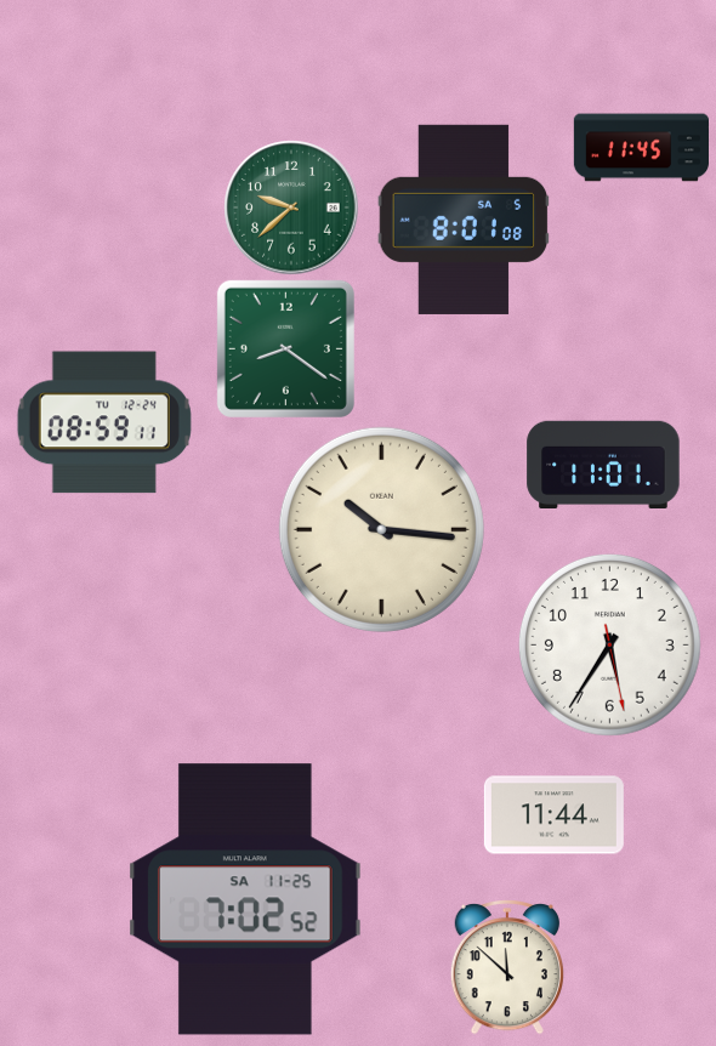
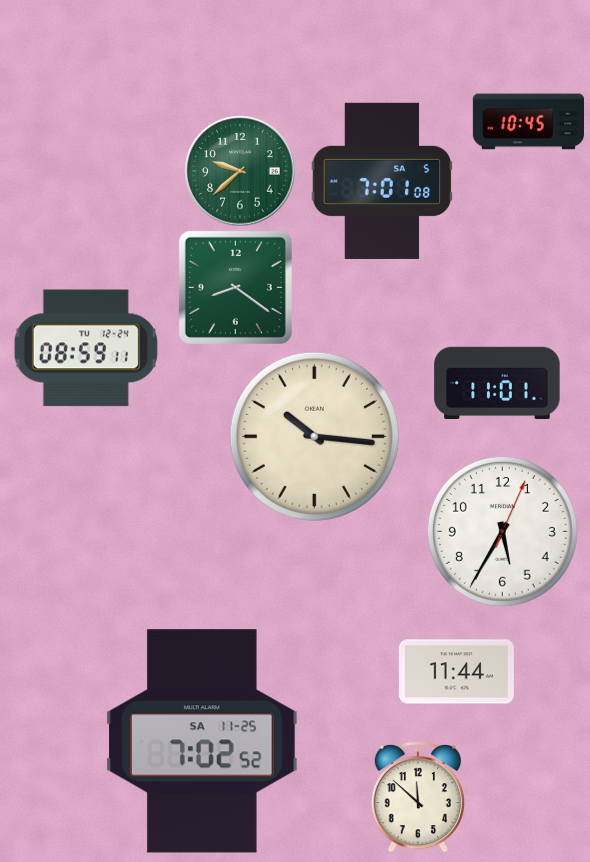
clock at (641, 148): 11:45 -> 10:45
clock at (464, 220): 8:01 -> 7:01
clock at (609, 644): 5:35:28 -> 5:35:04
